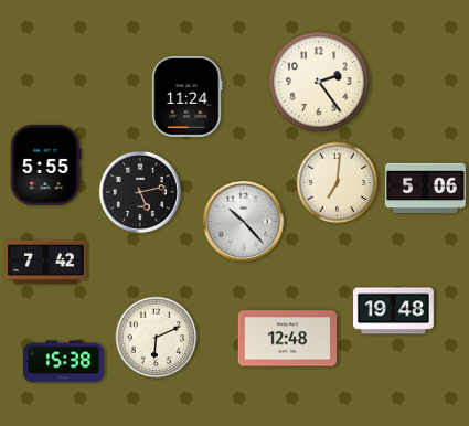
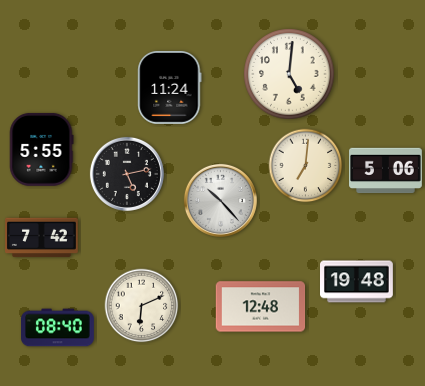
clock at (319, 82): 2:24 -> 5:01
clock at (64, 362): 15:38 -> 08:40
